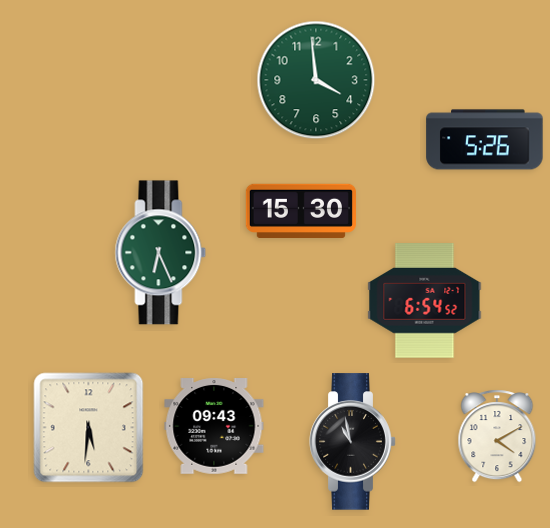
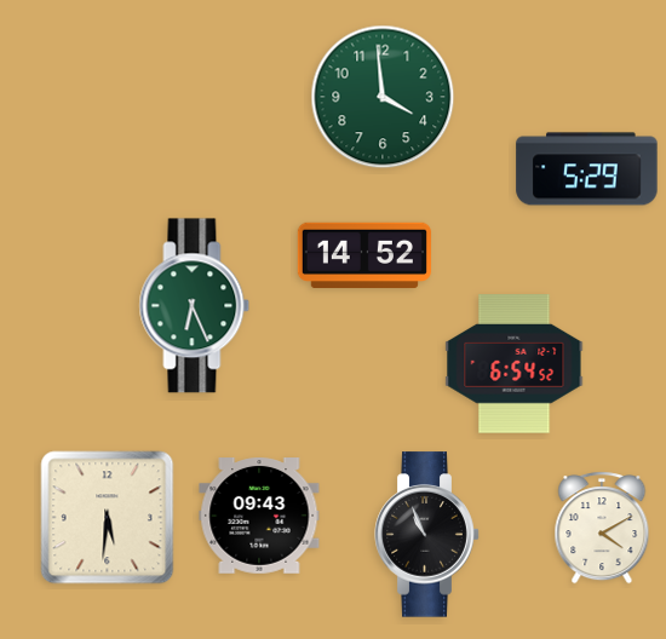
clock at (485, 140): 5:26 -> 5:29
clock at (301, 211): 15:30 -> 14:52
clock at (353, 442): 10:58 -> 10:56
